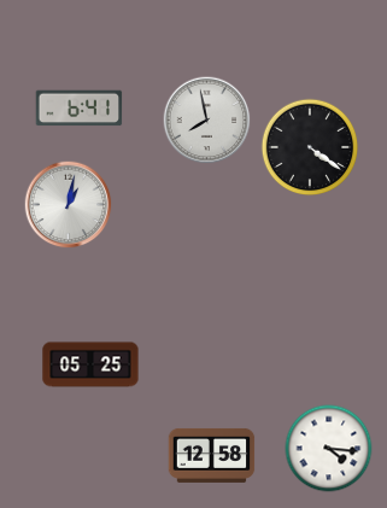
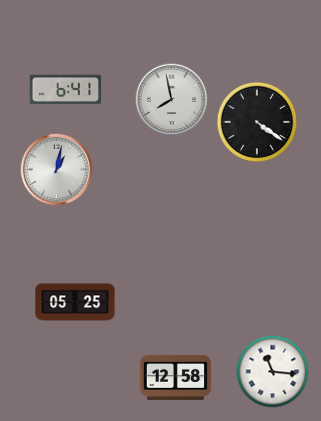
clock at (329, 449): 4:16 -> 11:16
